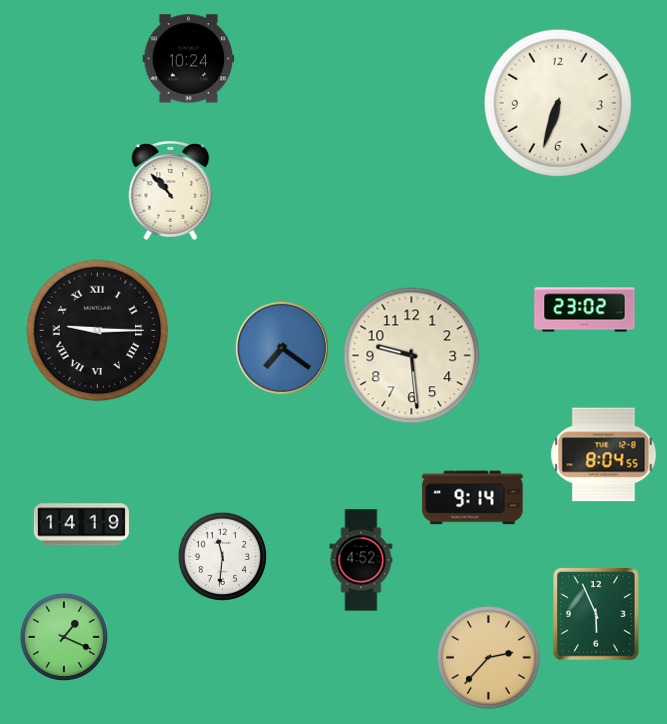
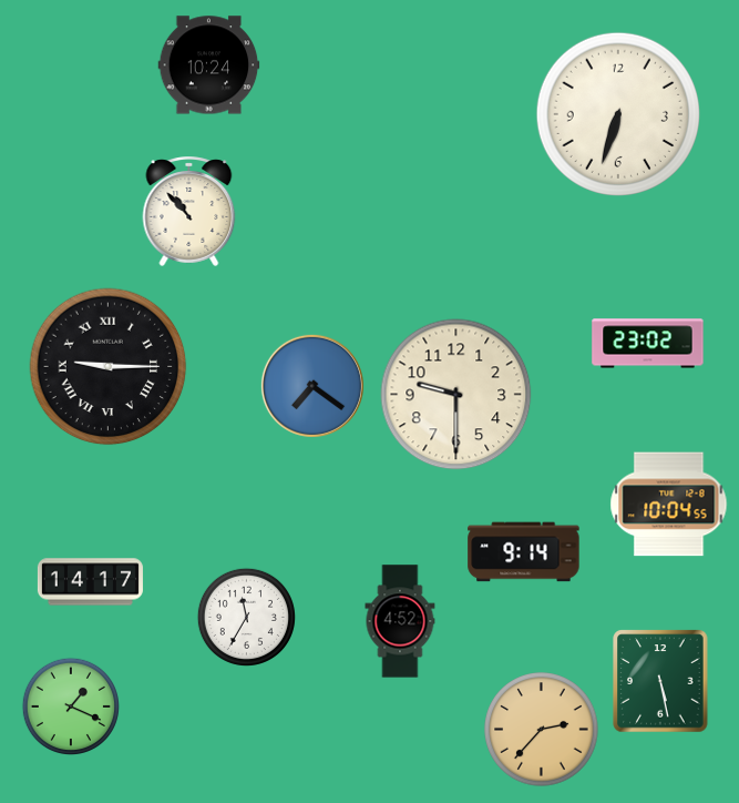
clock at (412, 356): 9:29 -> 9:30
clock at (604, 455): 8:04 -> 10:04
clock at (81, 525): 14:19 -> 14:17
clock at (222, 556): 11:31 -> 11:35
clock at (596, 614): 5:56 -> 5:28
